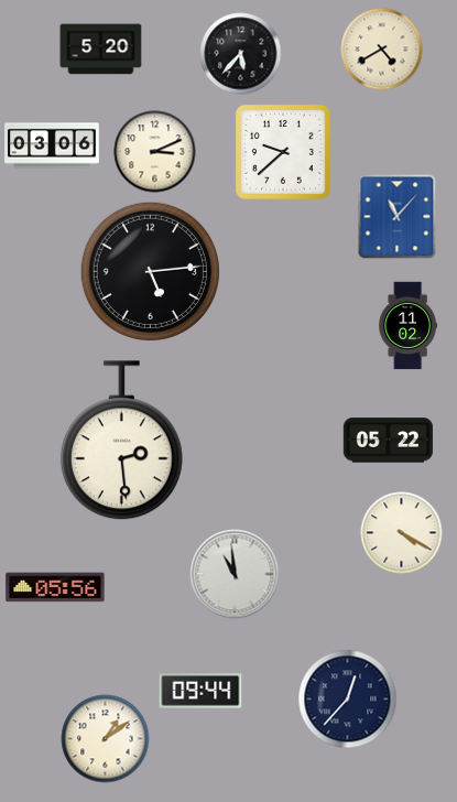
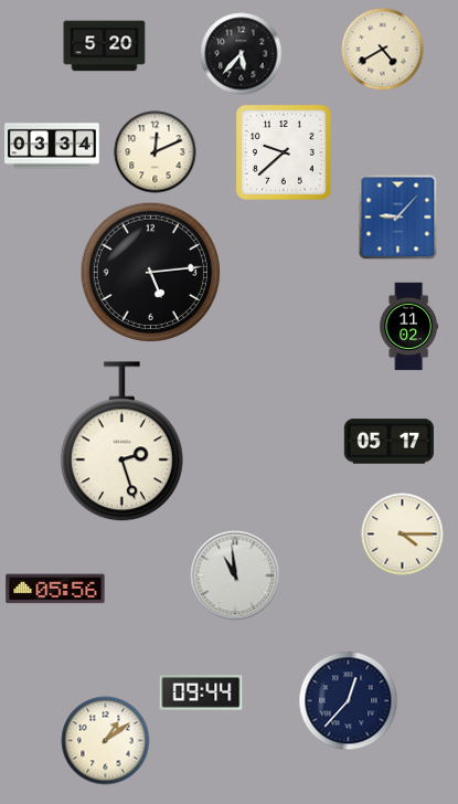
clock at (101, 50) position: (101, 50) -> (105, 46)
clock at (52, 145): 03:06 -> 03:34
clock at (155, 152): 3:11 -> 12:11
clock at (398, 217): 11:07 -> 9:07
clock at (121, 441): 2:29 -> 2:27
clock at (388, 441): 05:22 -> 05:17
clock at (402, 533): 4:20 -> 4:15
